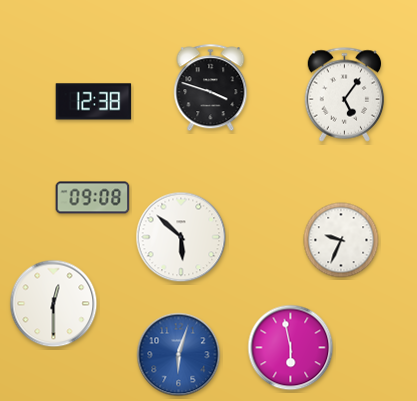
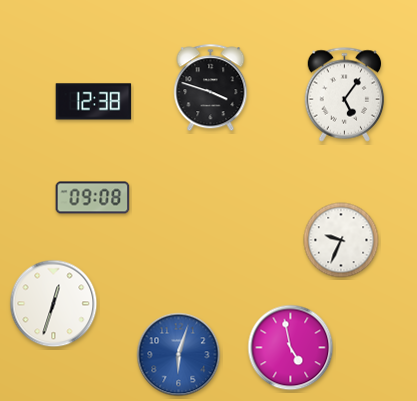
clock at (181, 237): 5:52 -> none
clock at (54, 304): 12:30 -> 12:33
clock at (291, 348): 5:58 -> 4:58
